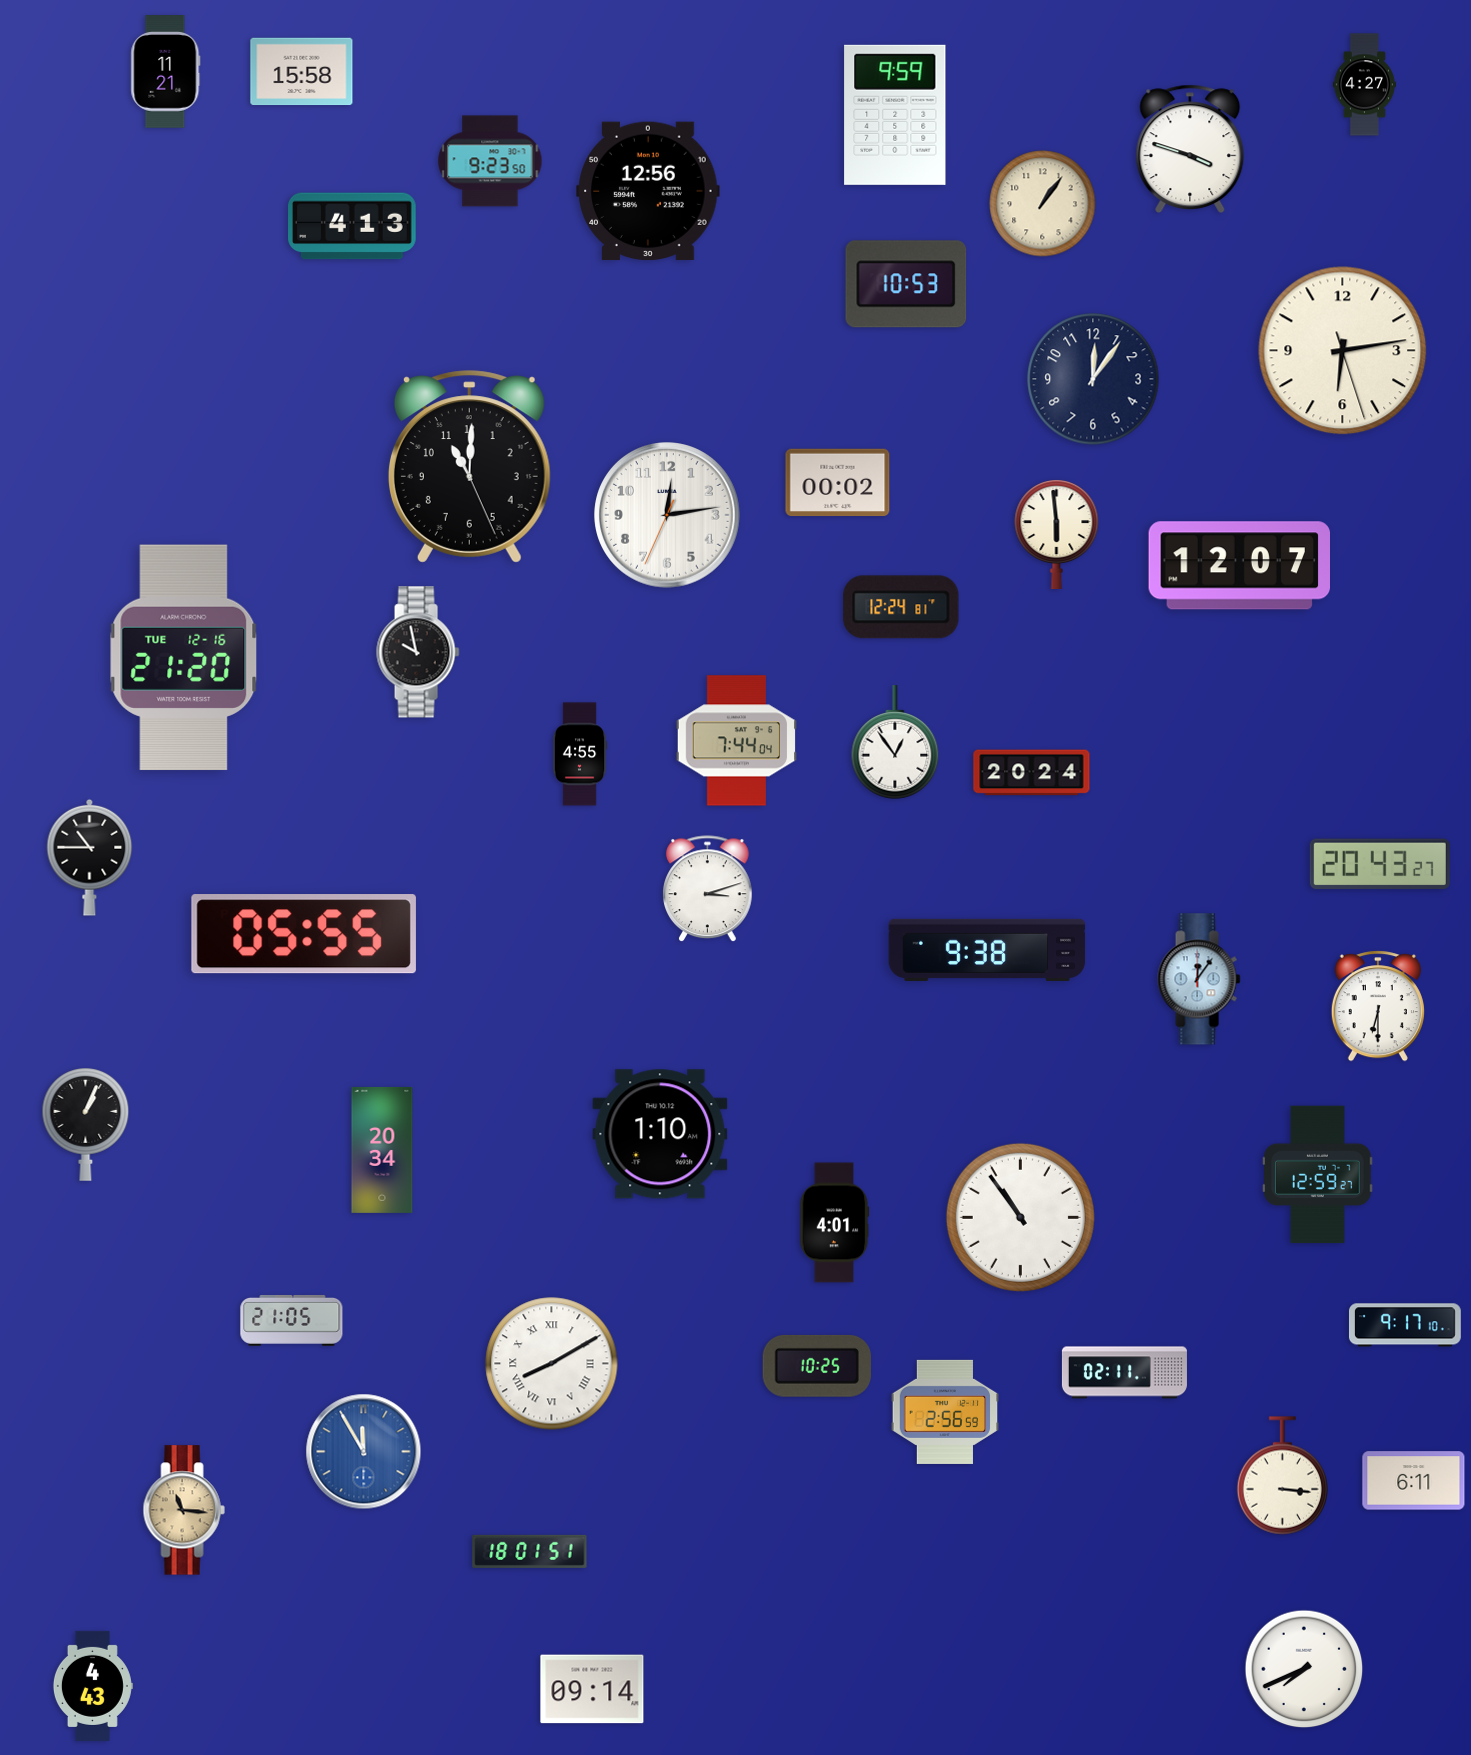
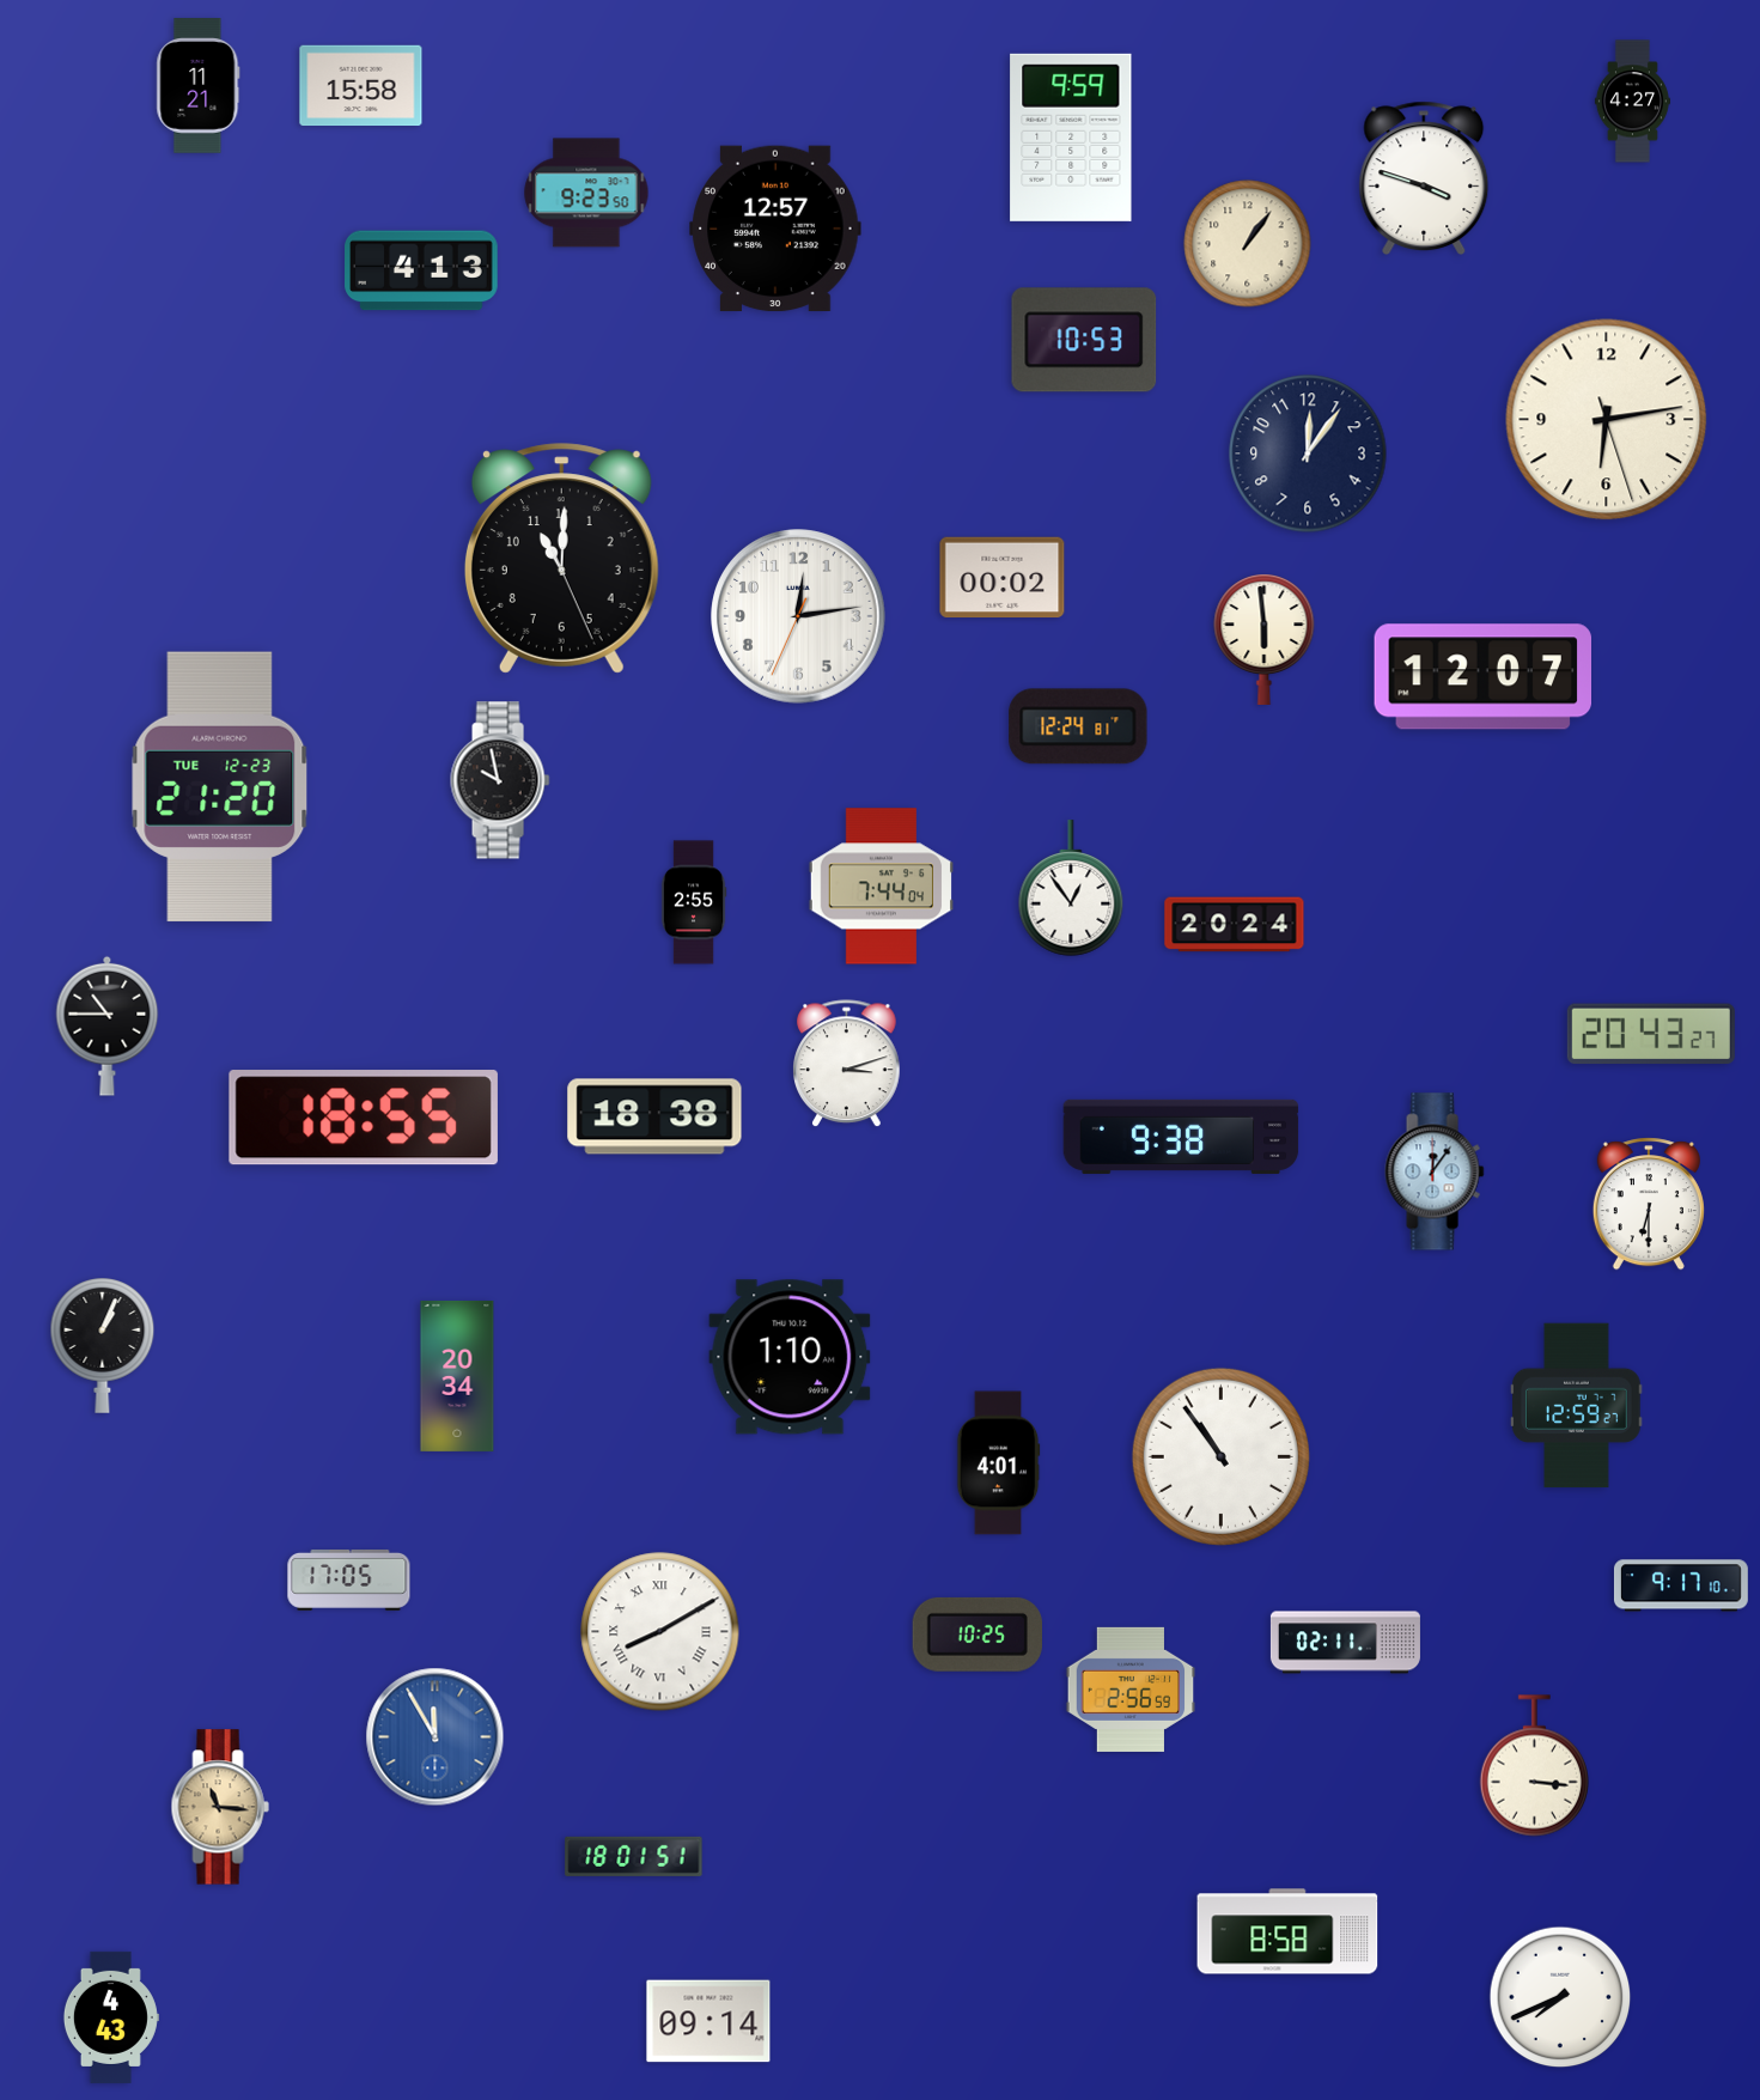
clock at (648, 191): 12:56 -> 12:57
clock at (184, 658) date: TUE 12-16 -> TUE 12-23
clock at (580, 754): 4:55 -> 2:55
clock at (654, 1116): none -> 18:38
clock at (304, 934): 05:55 -> 18:55
clock at (292, 1320): 21:05 -> 17:05
clock at (1414, 1481): 6:11 -> none
clock at (1287, 1931): none -> 8:58
